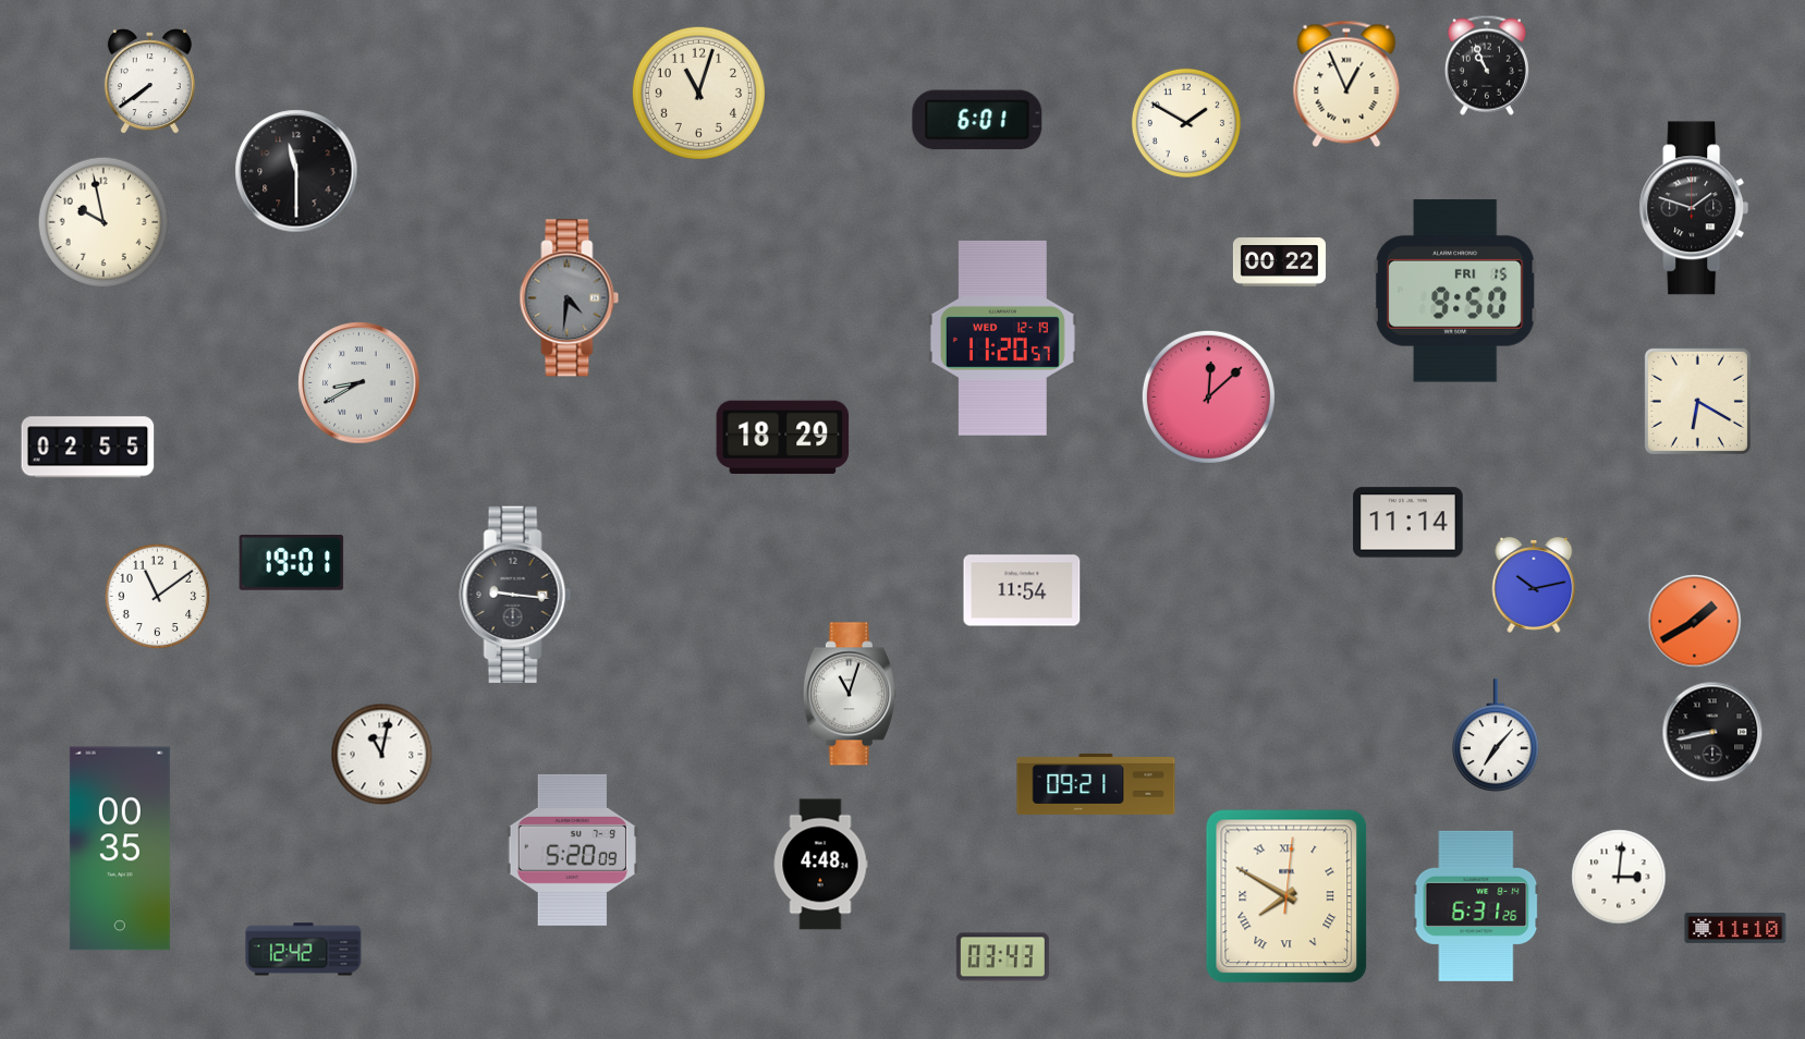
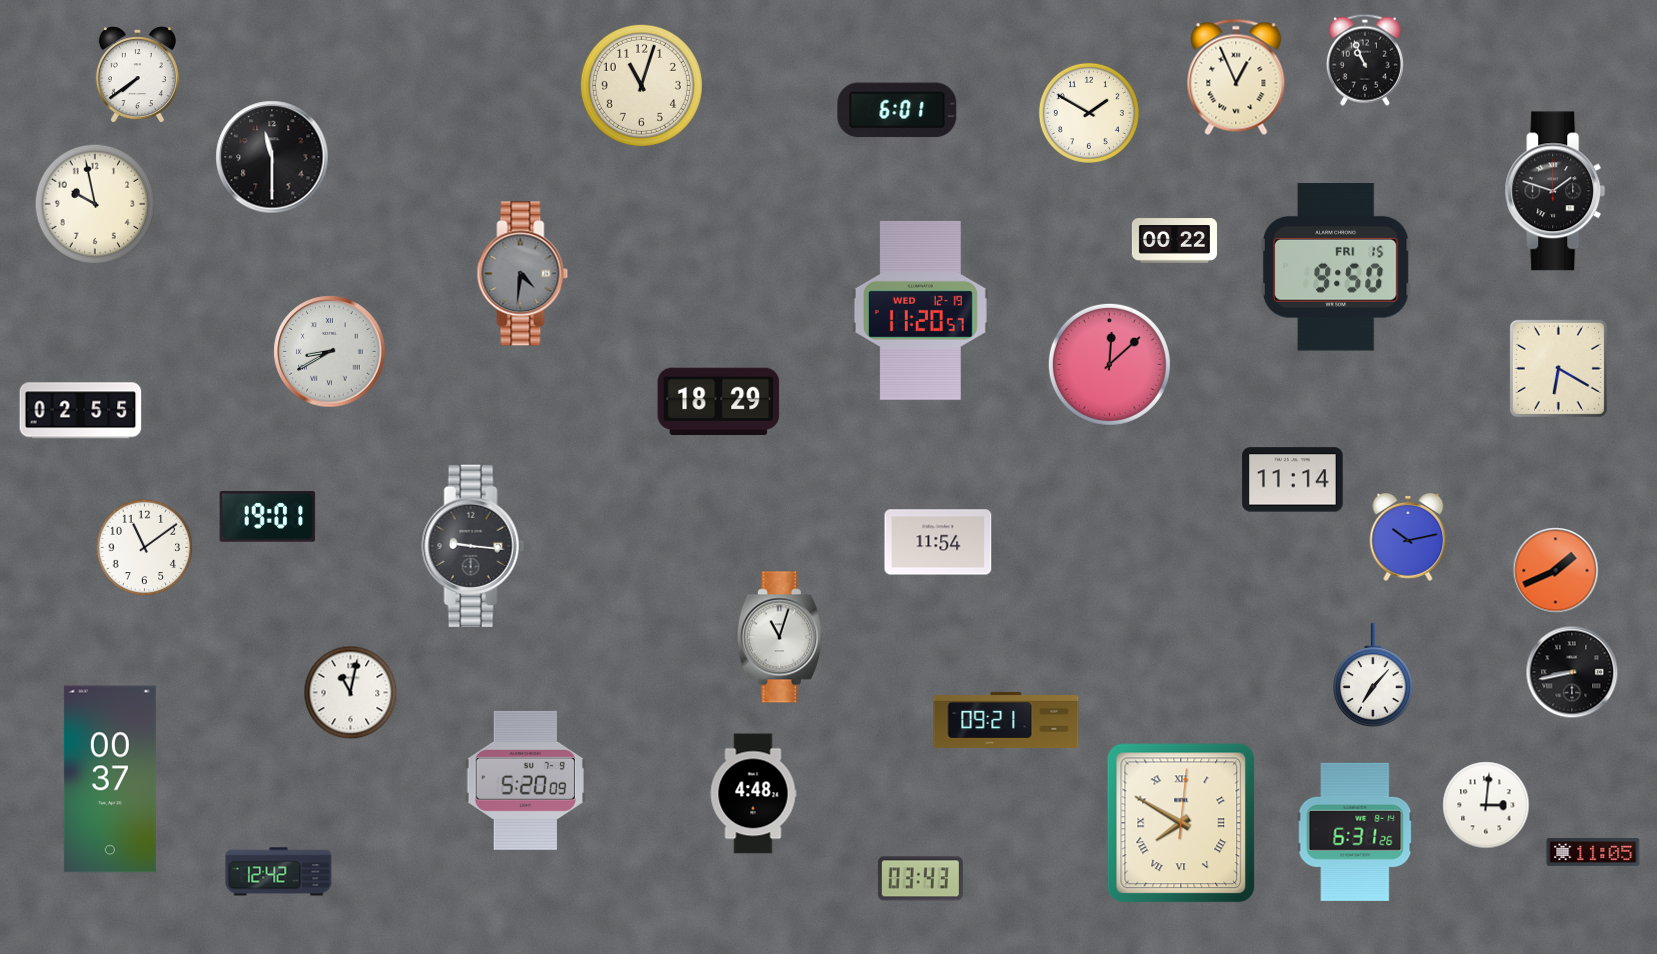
clock at (1695, 622): 1:40 -> 1:41
clock at (120, 848): 00:35 -> 00:37
clock at (1735, 929): 11:10 -> 11:05
